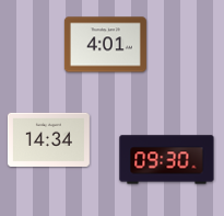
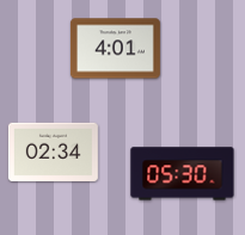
clock at (48, 139): 14:34 -> 02:34
clock at (167, 160): 09:30 -> 05:30
